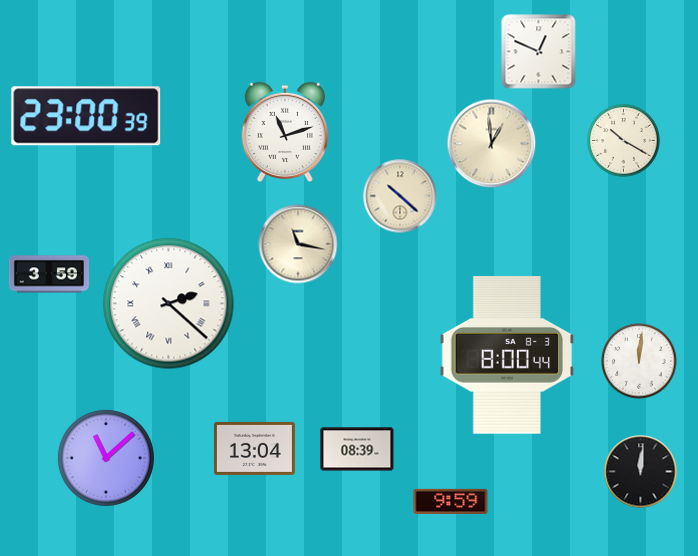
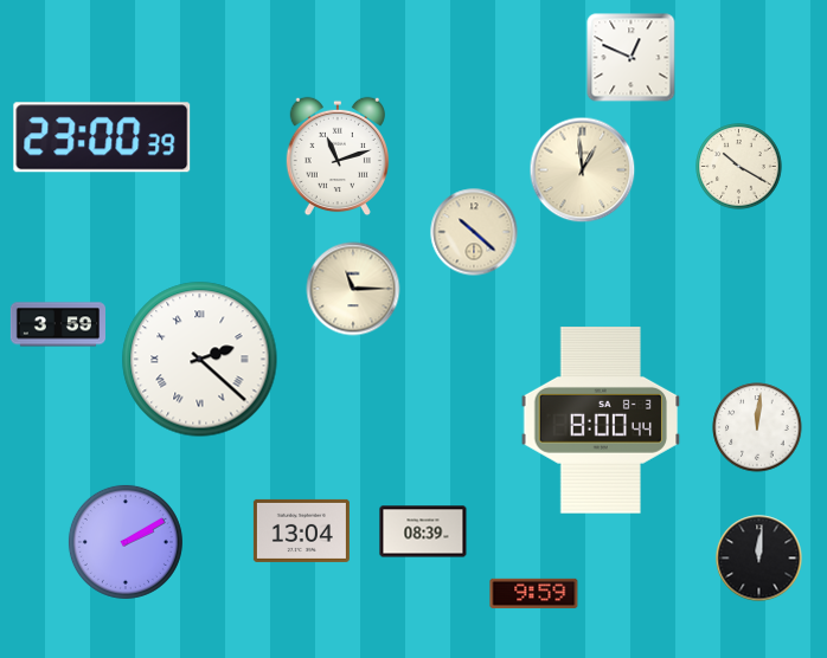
clock at (539, 52) position: (539, 52) -> (632, 58)
clock at (298, 244): 11:17 -> 11:15
clock at (106, 458): 11:08 -> 2:10
